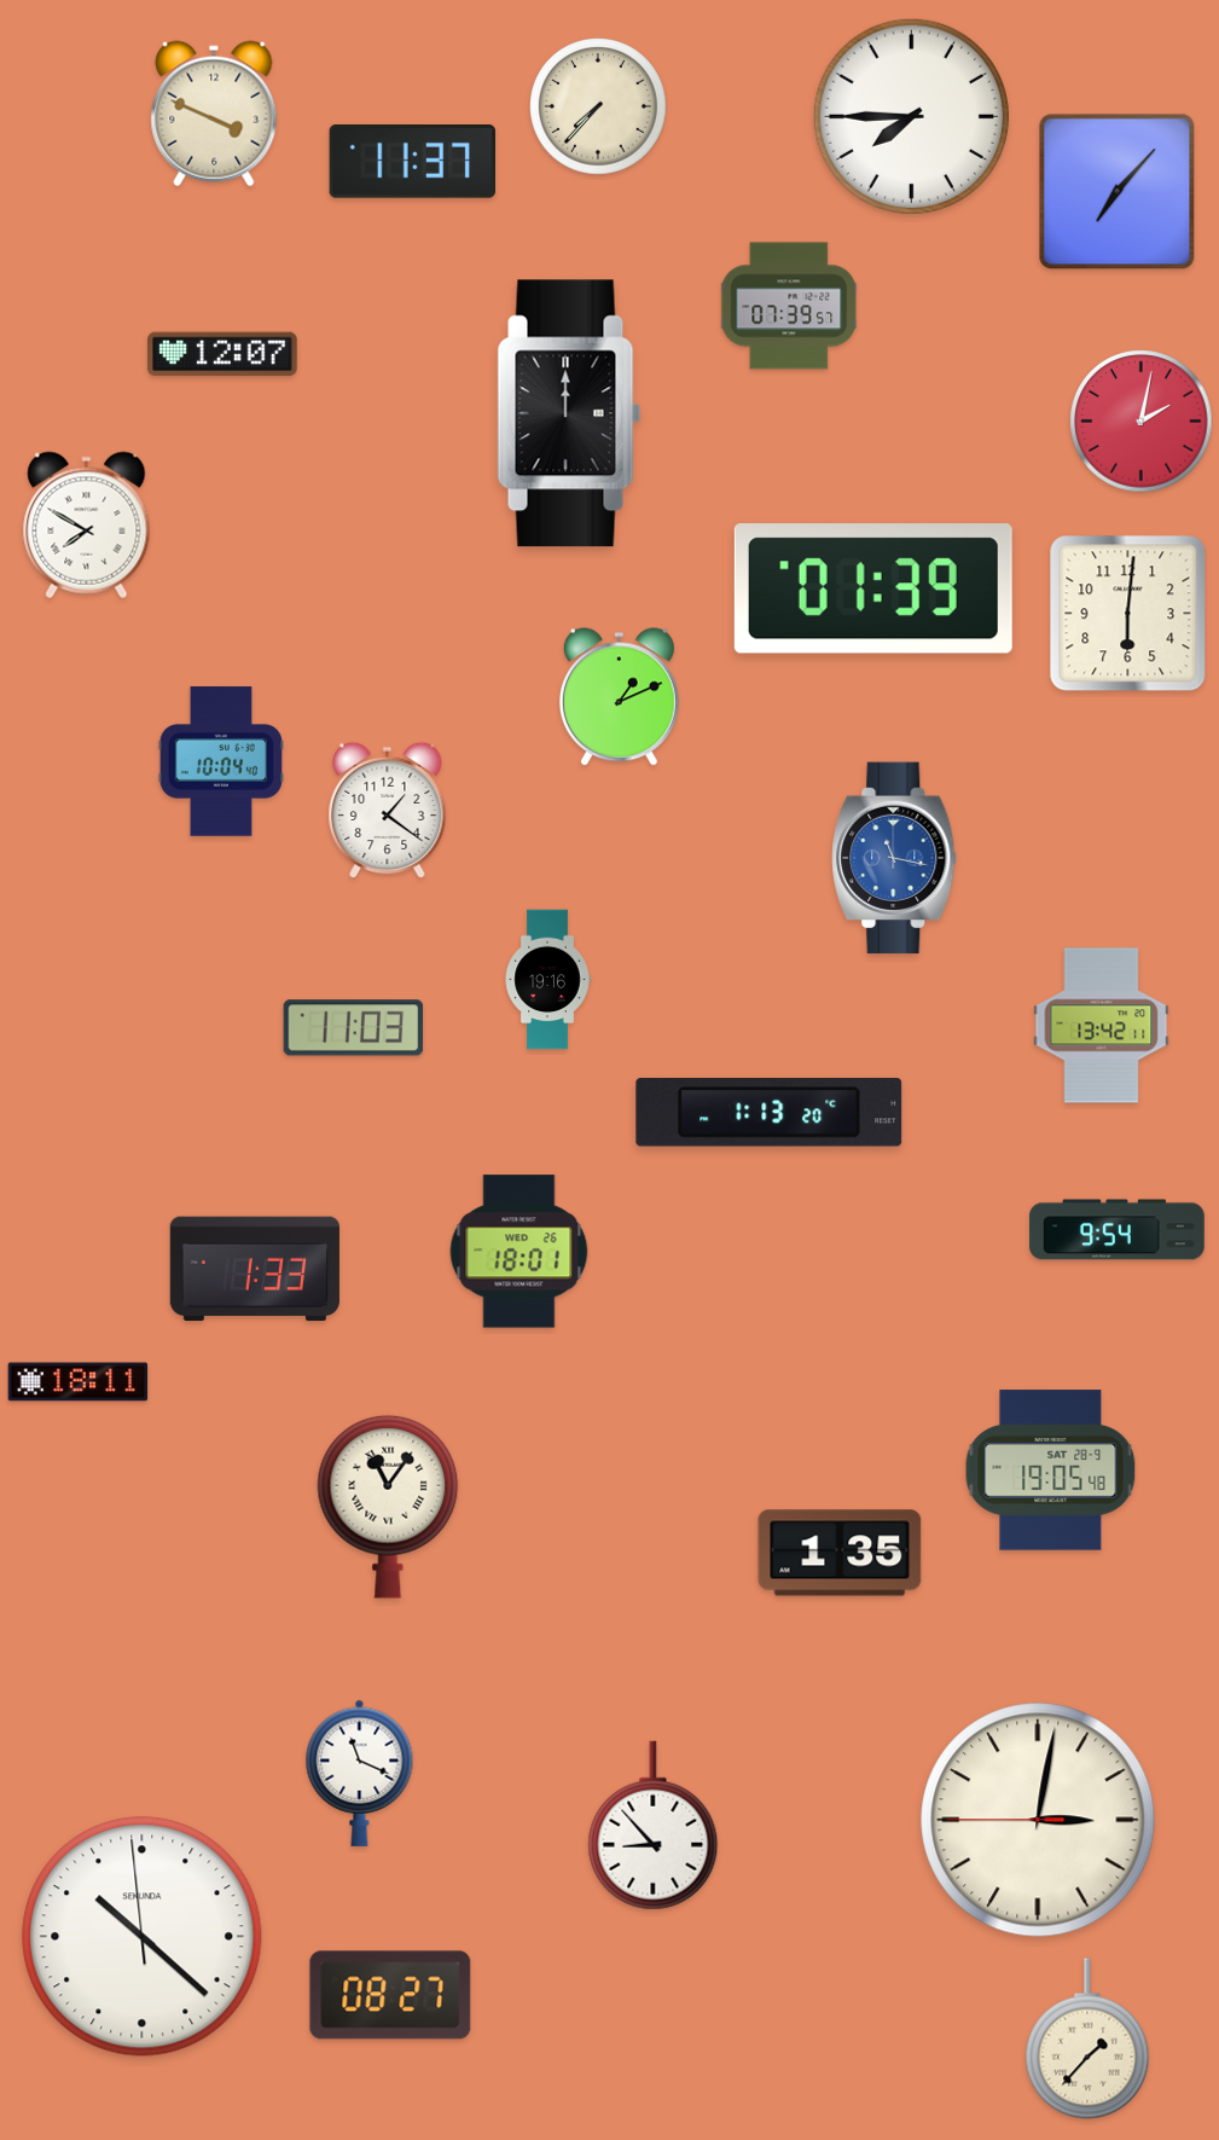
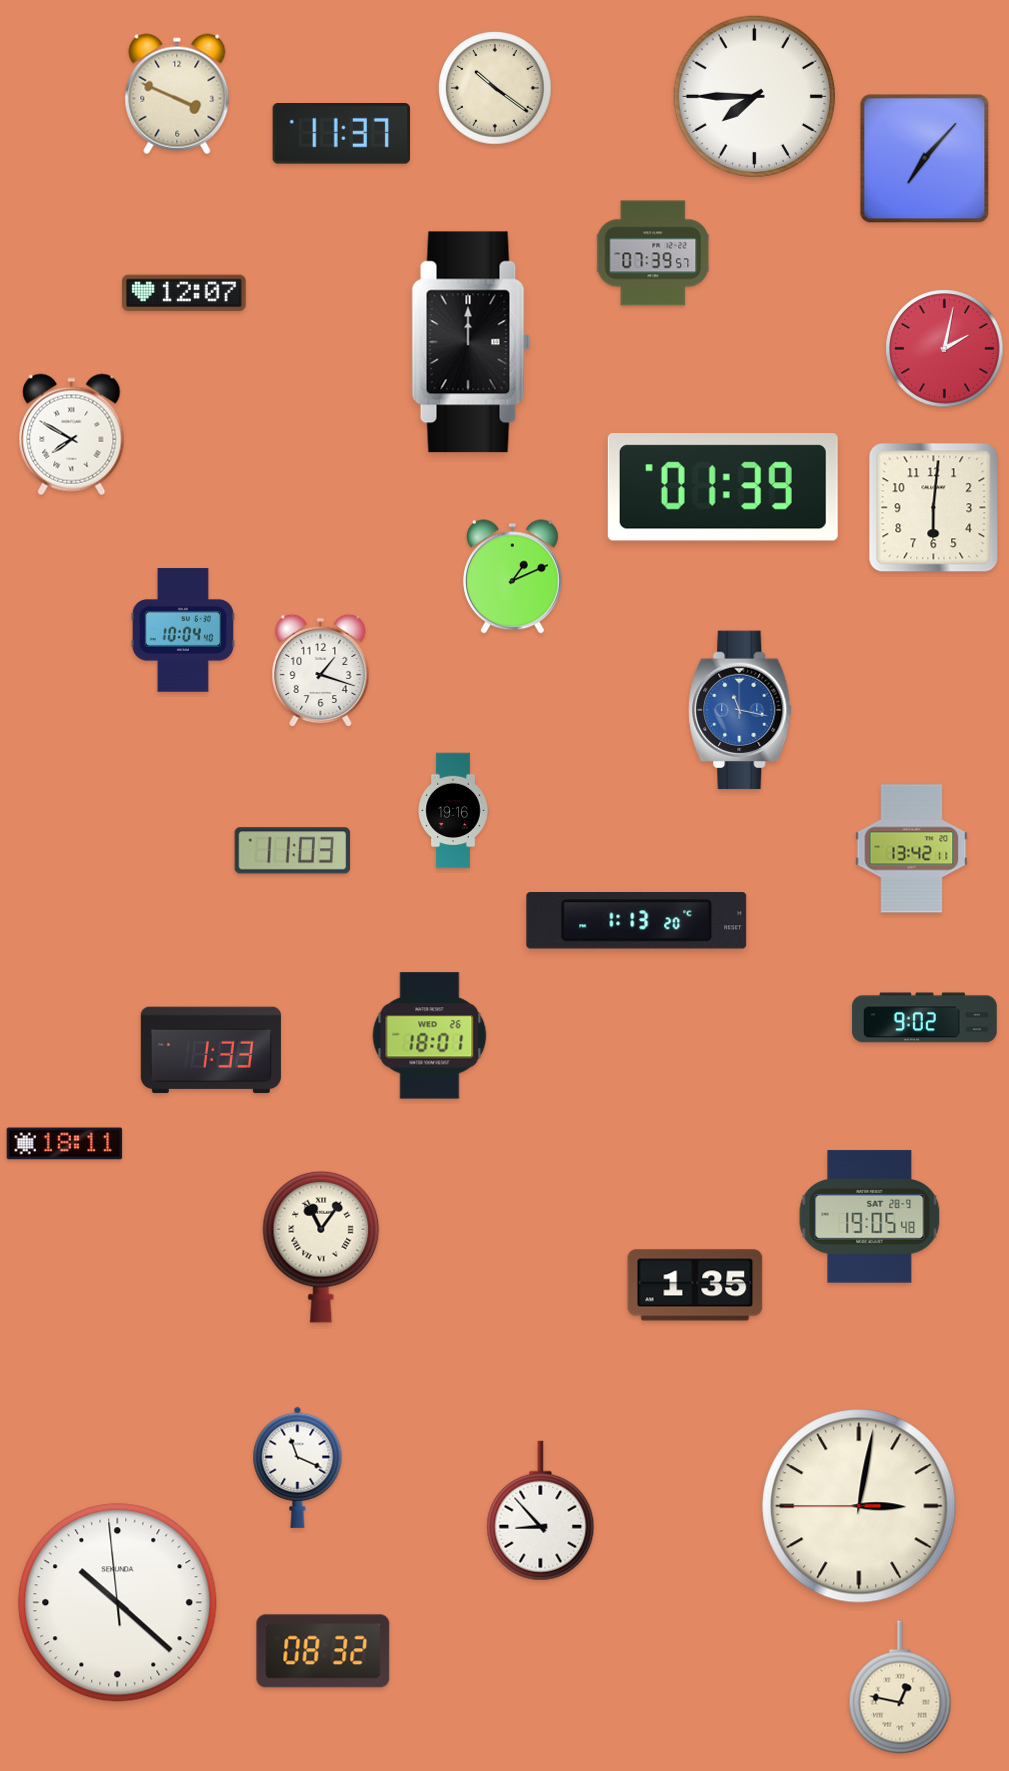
clock at (598, 106): 7:37 -> 10:21
clock at (388, 811): 1:21 -> 1:18
clock at (1118, 1230): 9:54 -> 9:02
clock at (390, 1995): 08:27 -> 08:32
clock at (1087, 2038): 1:37 -> 12:47
